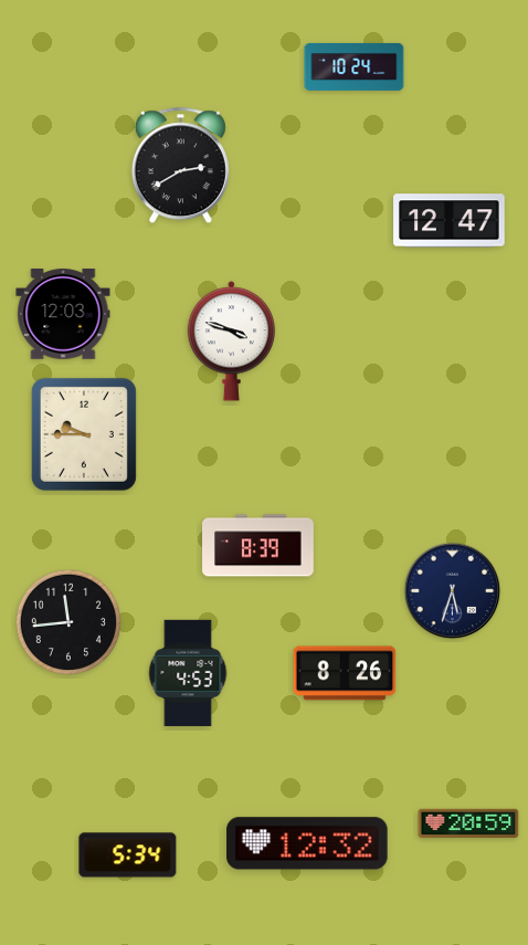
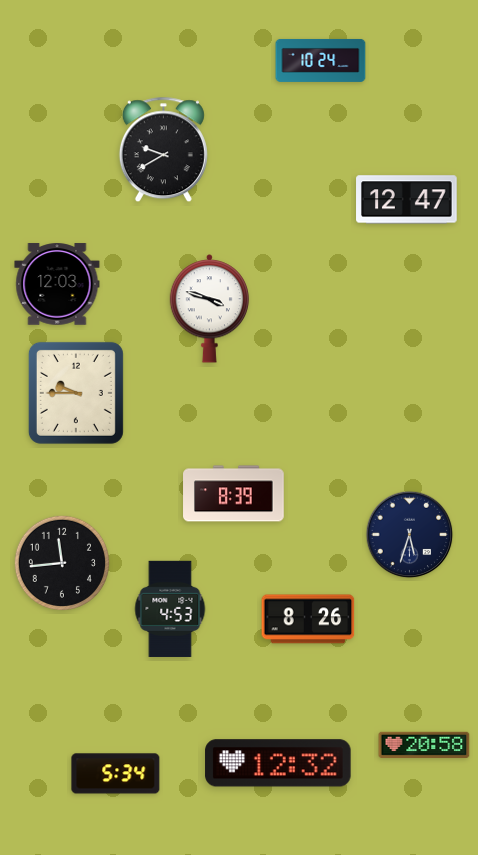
clock at (180, 166): 2:40 -> 9:40
clock at (345, 673) position: (345, 673) -> (308, 619)
clock at (468, 823): 20:59 -> 20:58
